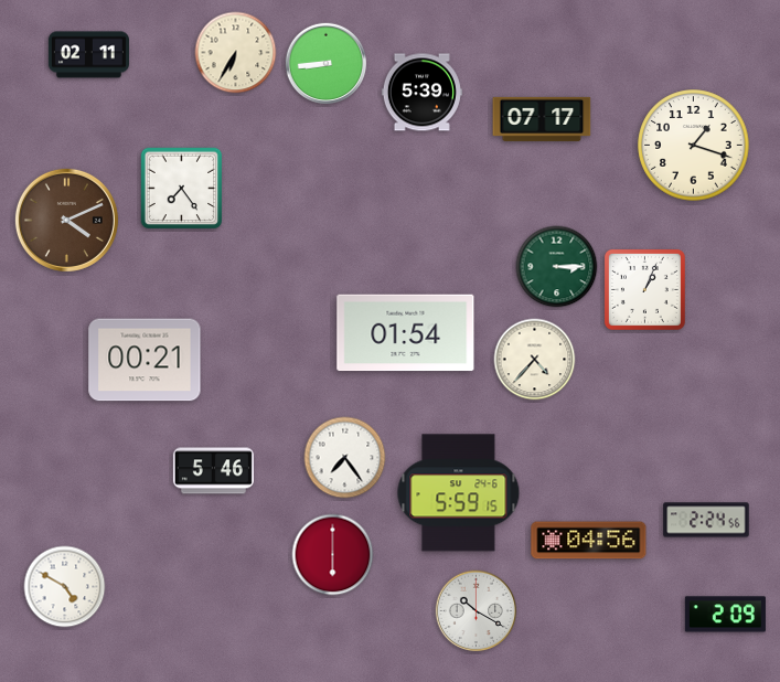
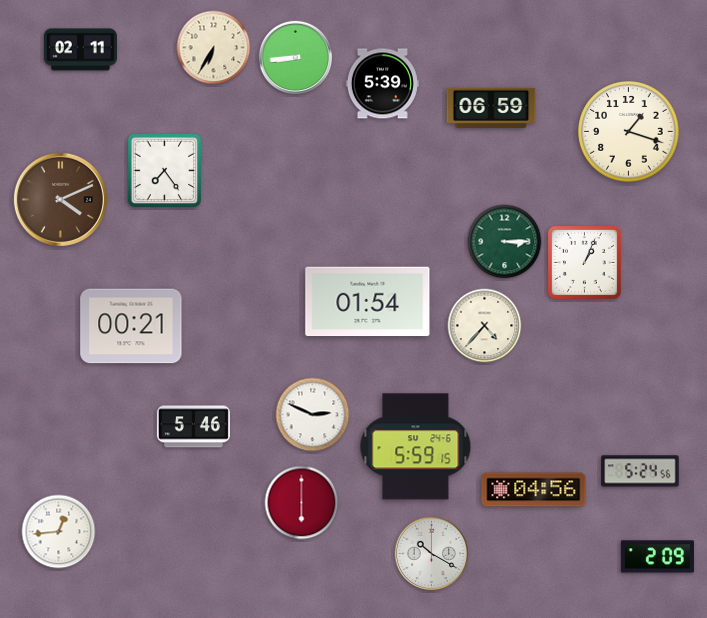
clock at (542, 119): 07:17 -> 06:59
clock at (345, 458): 7:24 -> 2:49
clock at (706, 520): 2:24 -> 5:24
clock at (65, 587): 4:50 -> 12:44
